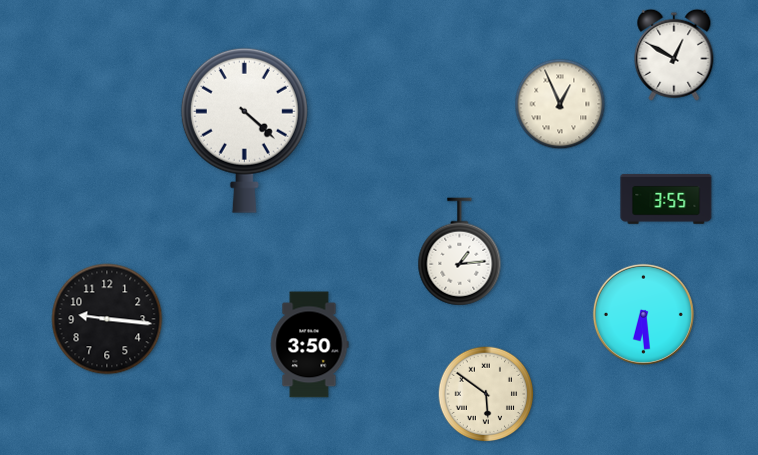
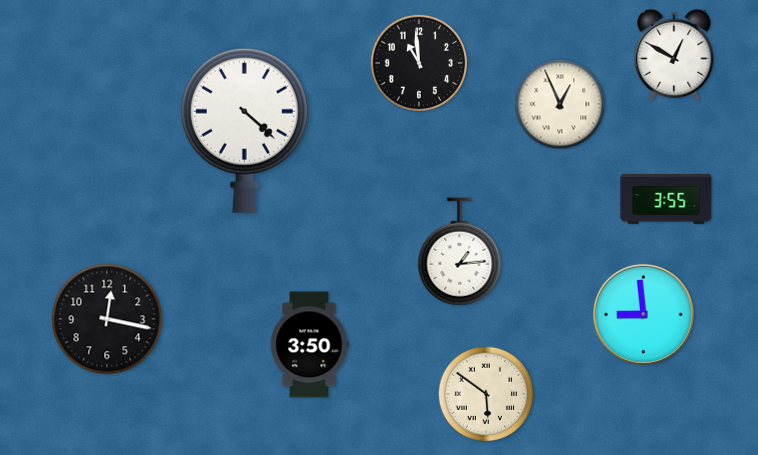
clock at (419, 63): none -> 10:59
clock at (643, 314): 6:29 -> 8:59
clock at (107, 319): 9:16 -> 12:17
